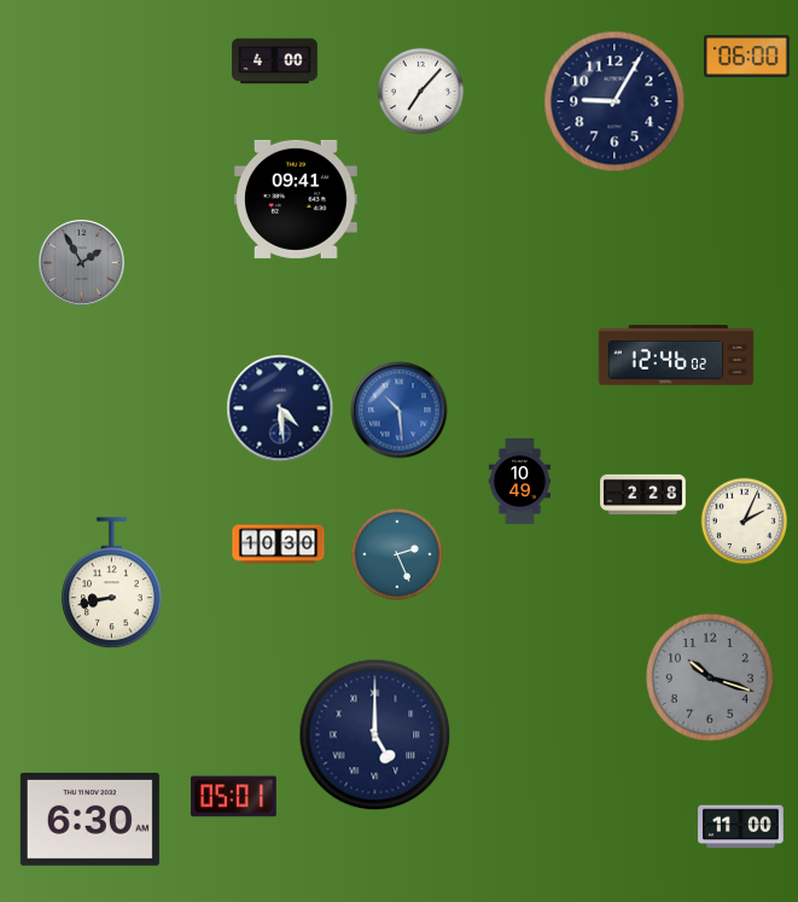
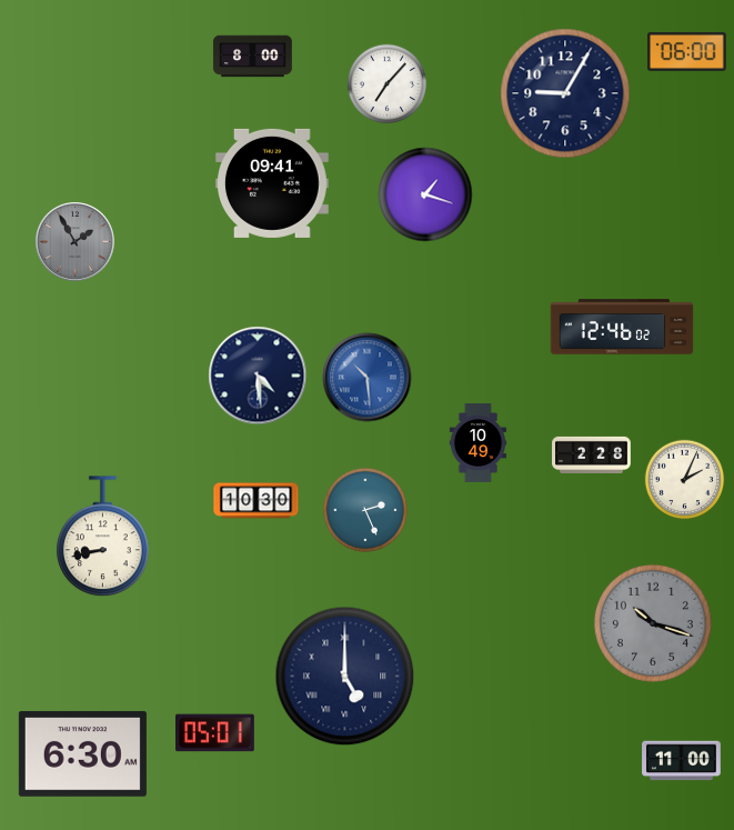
clock at (275, 62): 4:00 -> 8:00
clock at (425, 194): none -> 1:18
